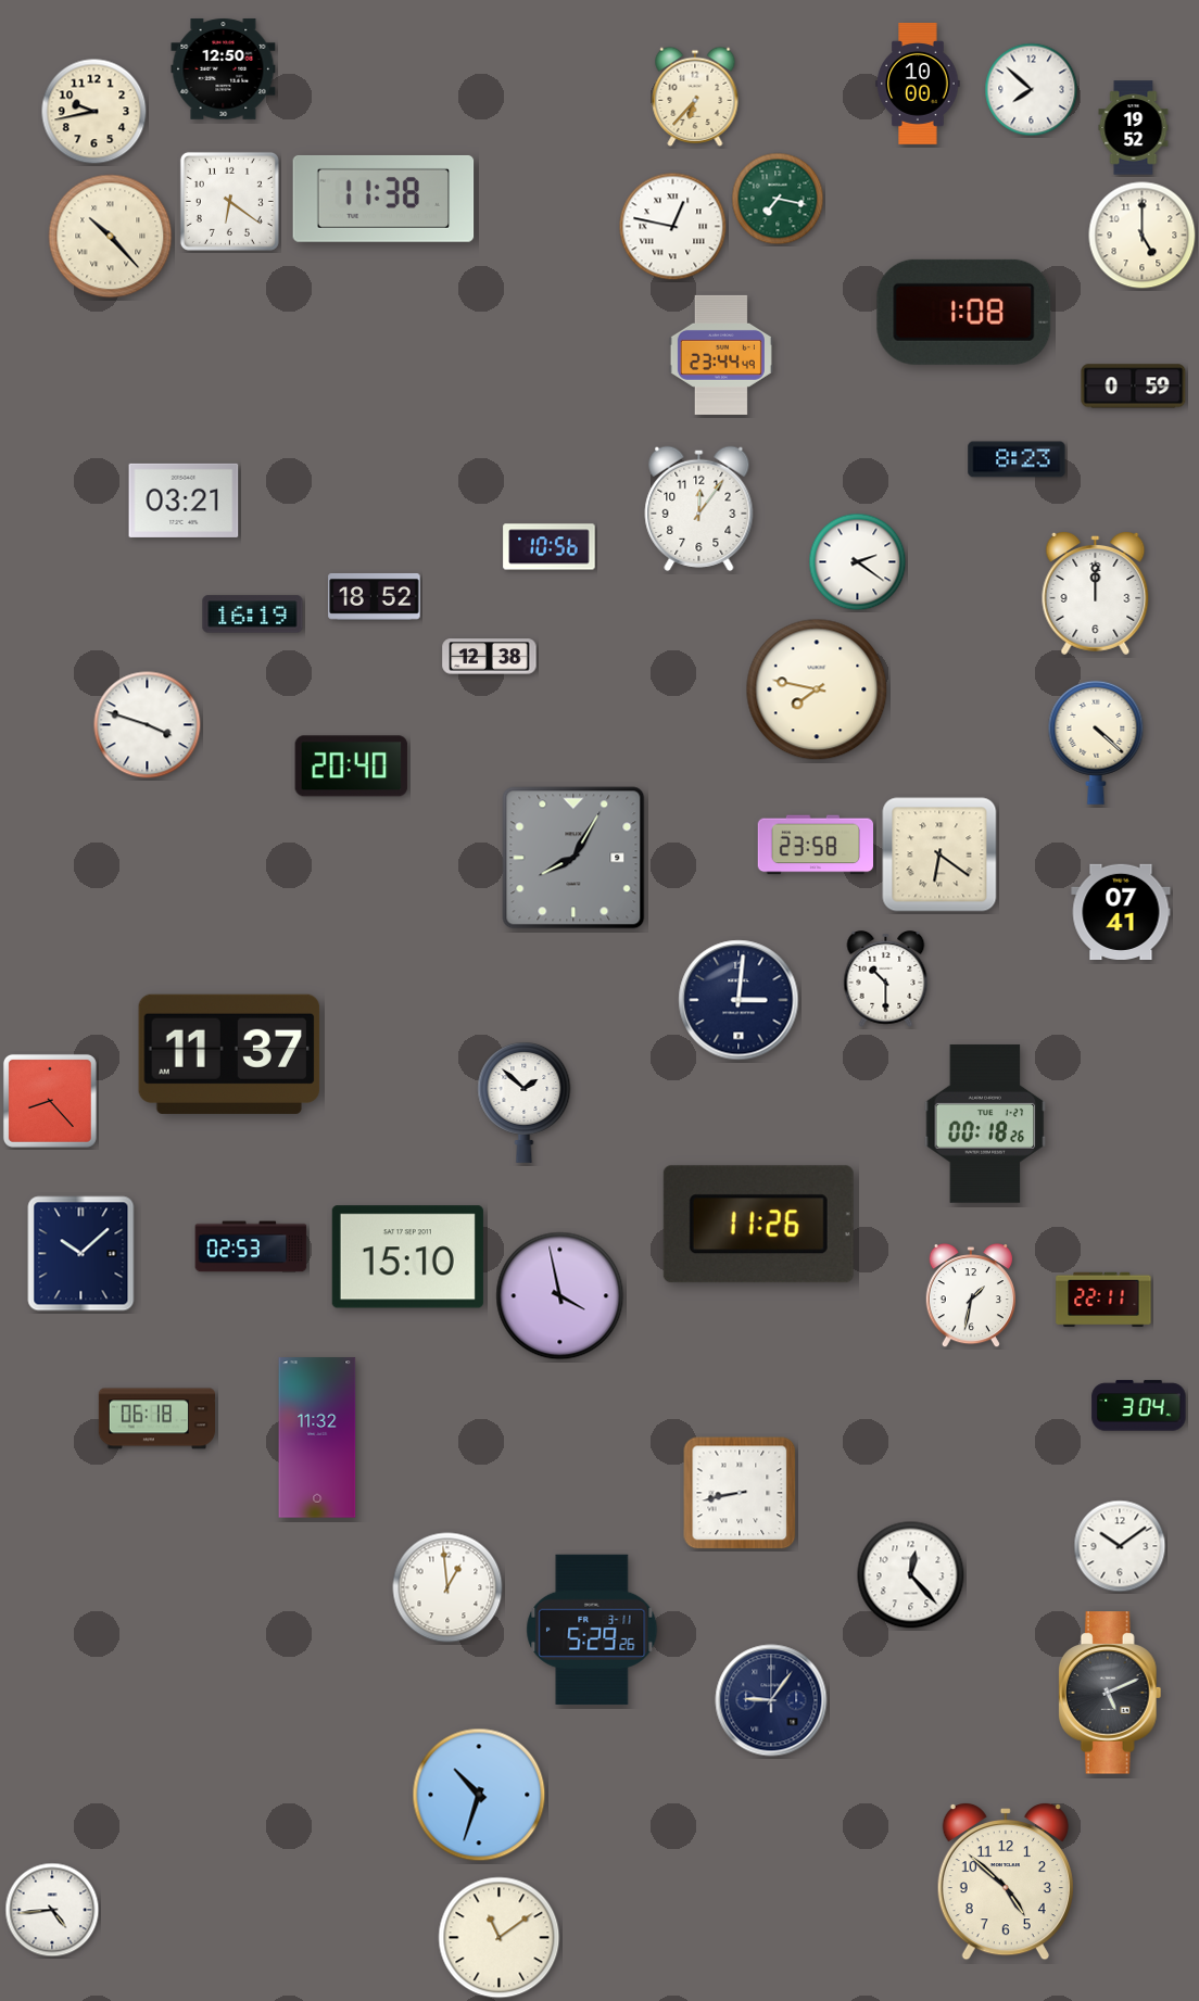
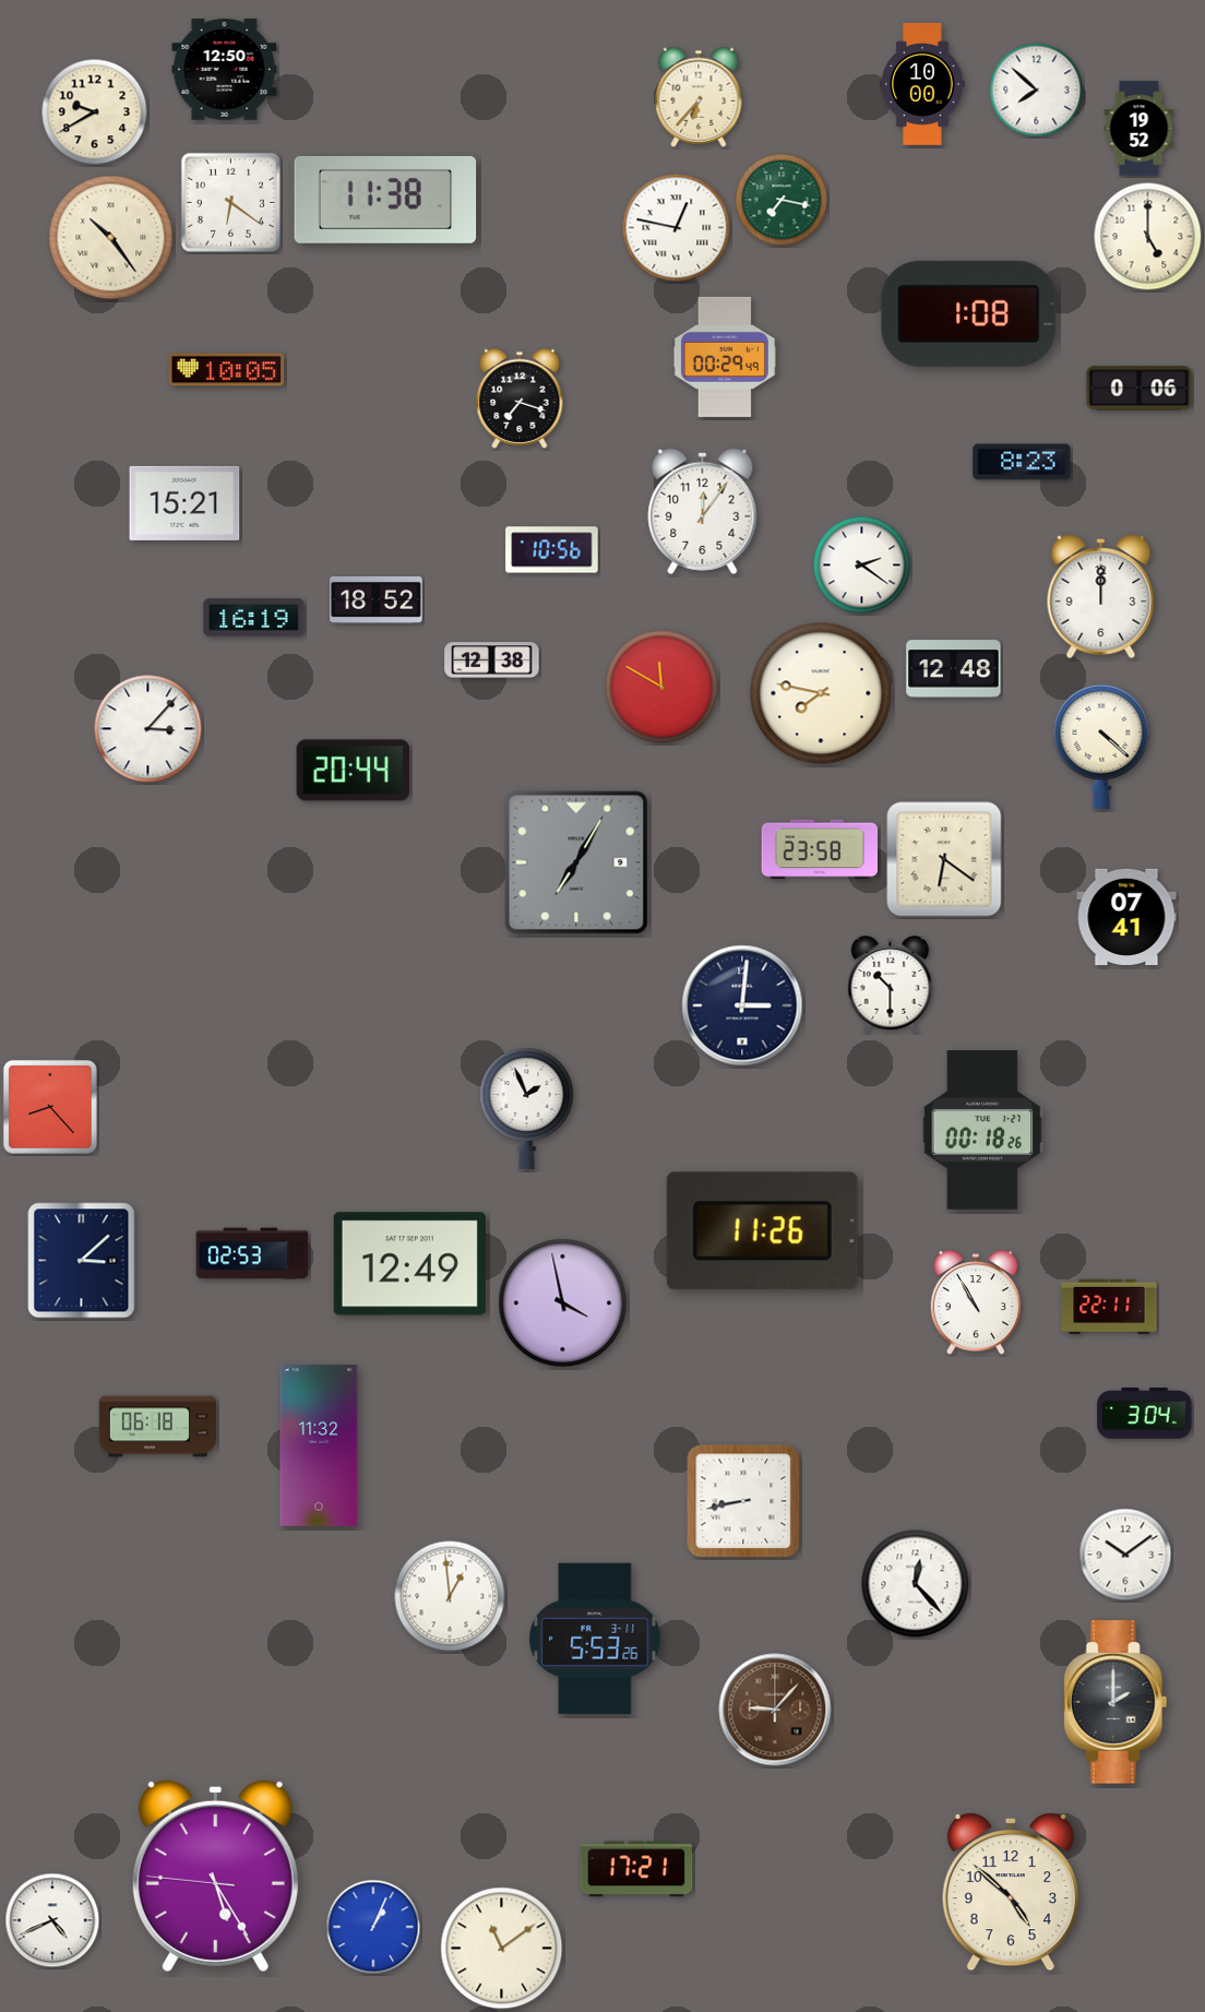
clock at (94, 112): 9:43 -> 9:40
clock at (111, 237): 10:23 -> 10:24
clock at (721, 355): 23:44 -> 00:29
clock at (227, 370): none -> 10:05
clock at (1134, 387): 0:59 -> 0:06
clock at (520, 398): none -> 7:18
clock at (184, 501): 03:21 -> 15:21
clock at (954, 669): none -> 12:48
clock at (661, 687): none -> 11:50
clock at (148, 725): 3:48 -> 3:07
clock at (352, 767): 20:40 -> 20:44
clock at (573, 858): 8:05 -> 7:05
clock at (229, 1054): 11:37 -> none
clock at (525, 1103): 1:52 -> 1:56
clock at (985, 1124) position: (985, 1124) -> (982, 1130)
clock at (81, 1254): 10:08 -> 3:08
clock at (407, 1257): 15:10 -> 12:49
clock at (970, 1295): 1:32 -> 10:55
clock at (592, 1630): 5:29 -> 5:53
clock at (1110, 1693): 5:11 -> 2:00
clock at (771, 1700): 9:06 -> 9:07
clock at (771, 1700) dial: navy -> brown
clock at (479, 1795): 10:33 -> none
clock at (636, 1869): none -> 17:21
clock at (215, 1876): none -> 5:24
clock at (52, 1910): 4:44 -> 4:41
clock at (373, 1927): none -> 1:04
